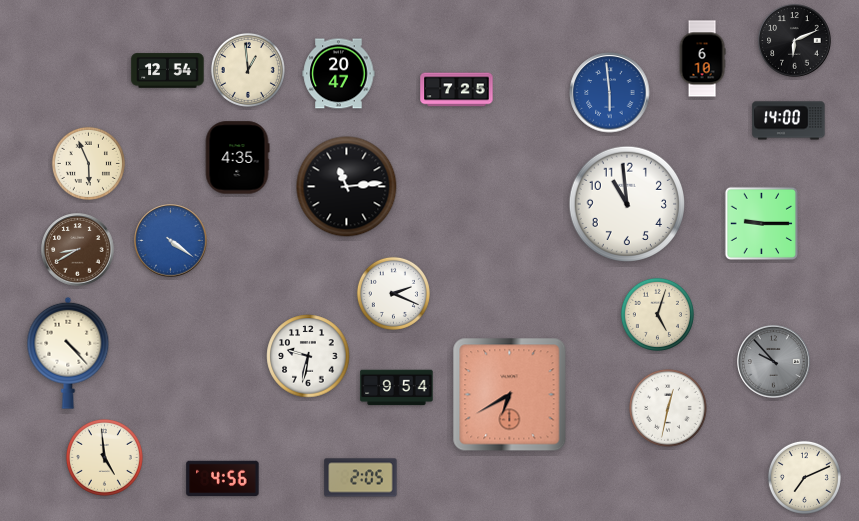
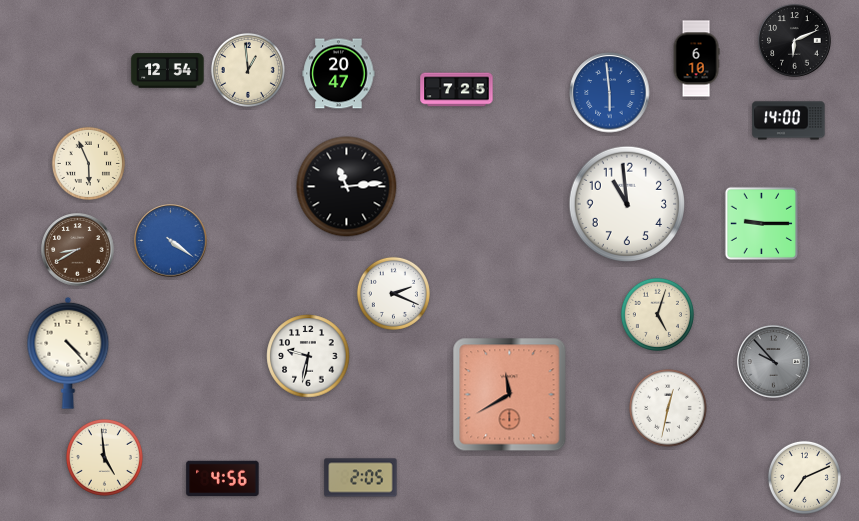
clock at (702, 59) position: (702, 59) -> (696, 59)
clock at (237, 158): 4:35 -> none
clock at (397, 388): 9:54 -> none
clock at (510, 395): 6:40 -> 11:40
